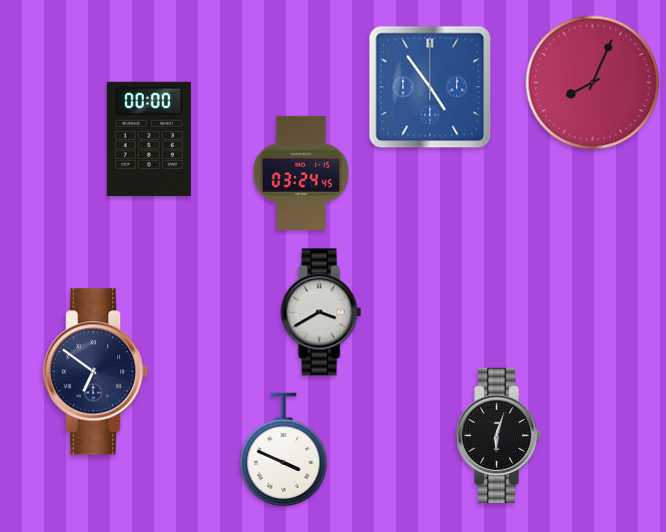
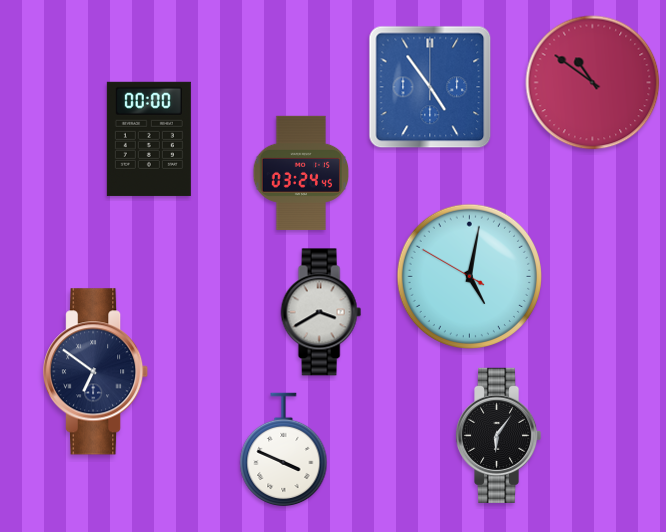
clock at (593, 83): 8:04 -> 10:51
clock at (469, 276): none -> 5:01
clock at (498, 435): 6:03 -> 6:06
